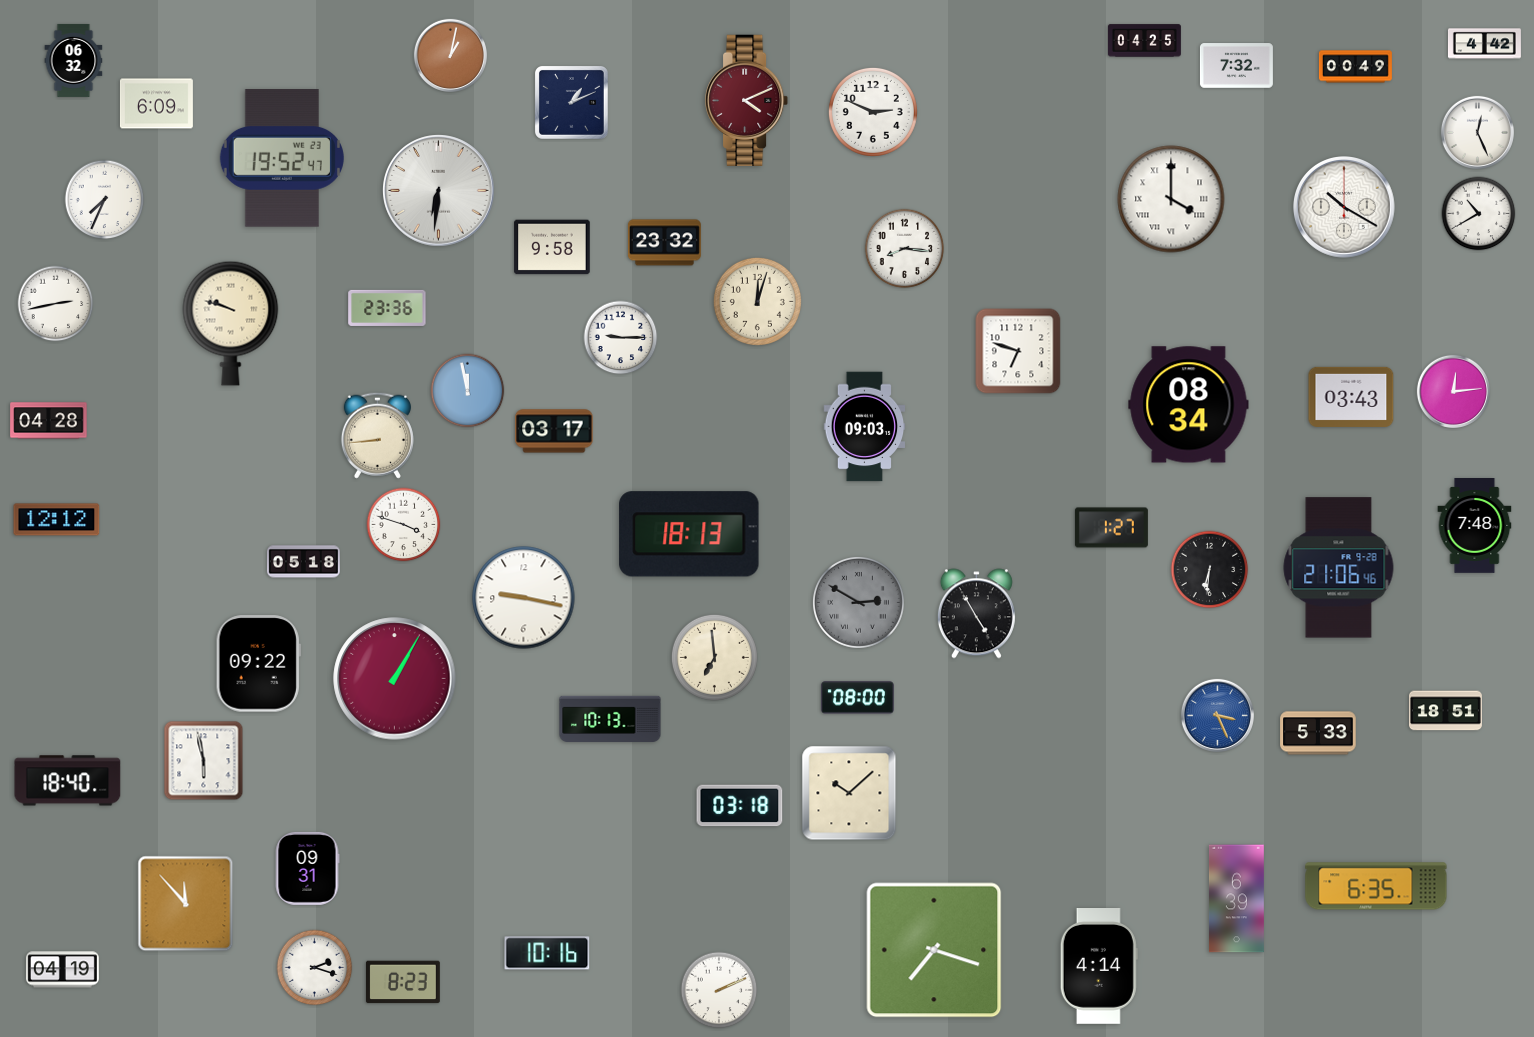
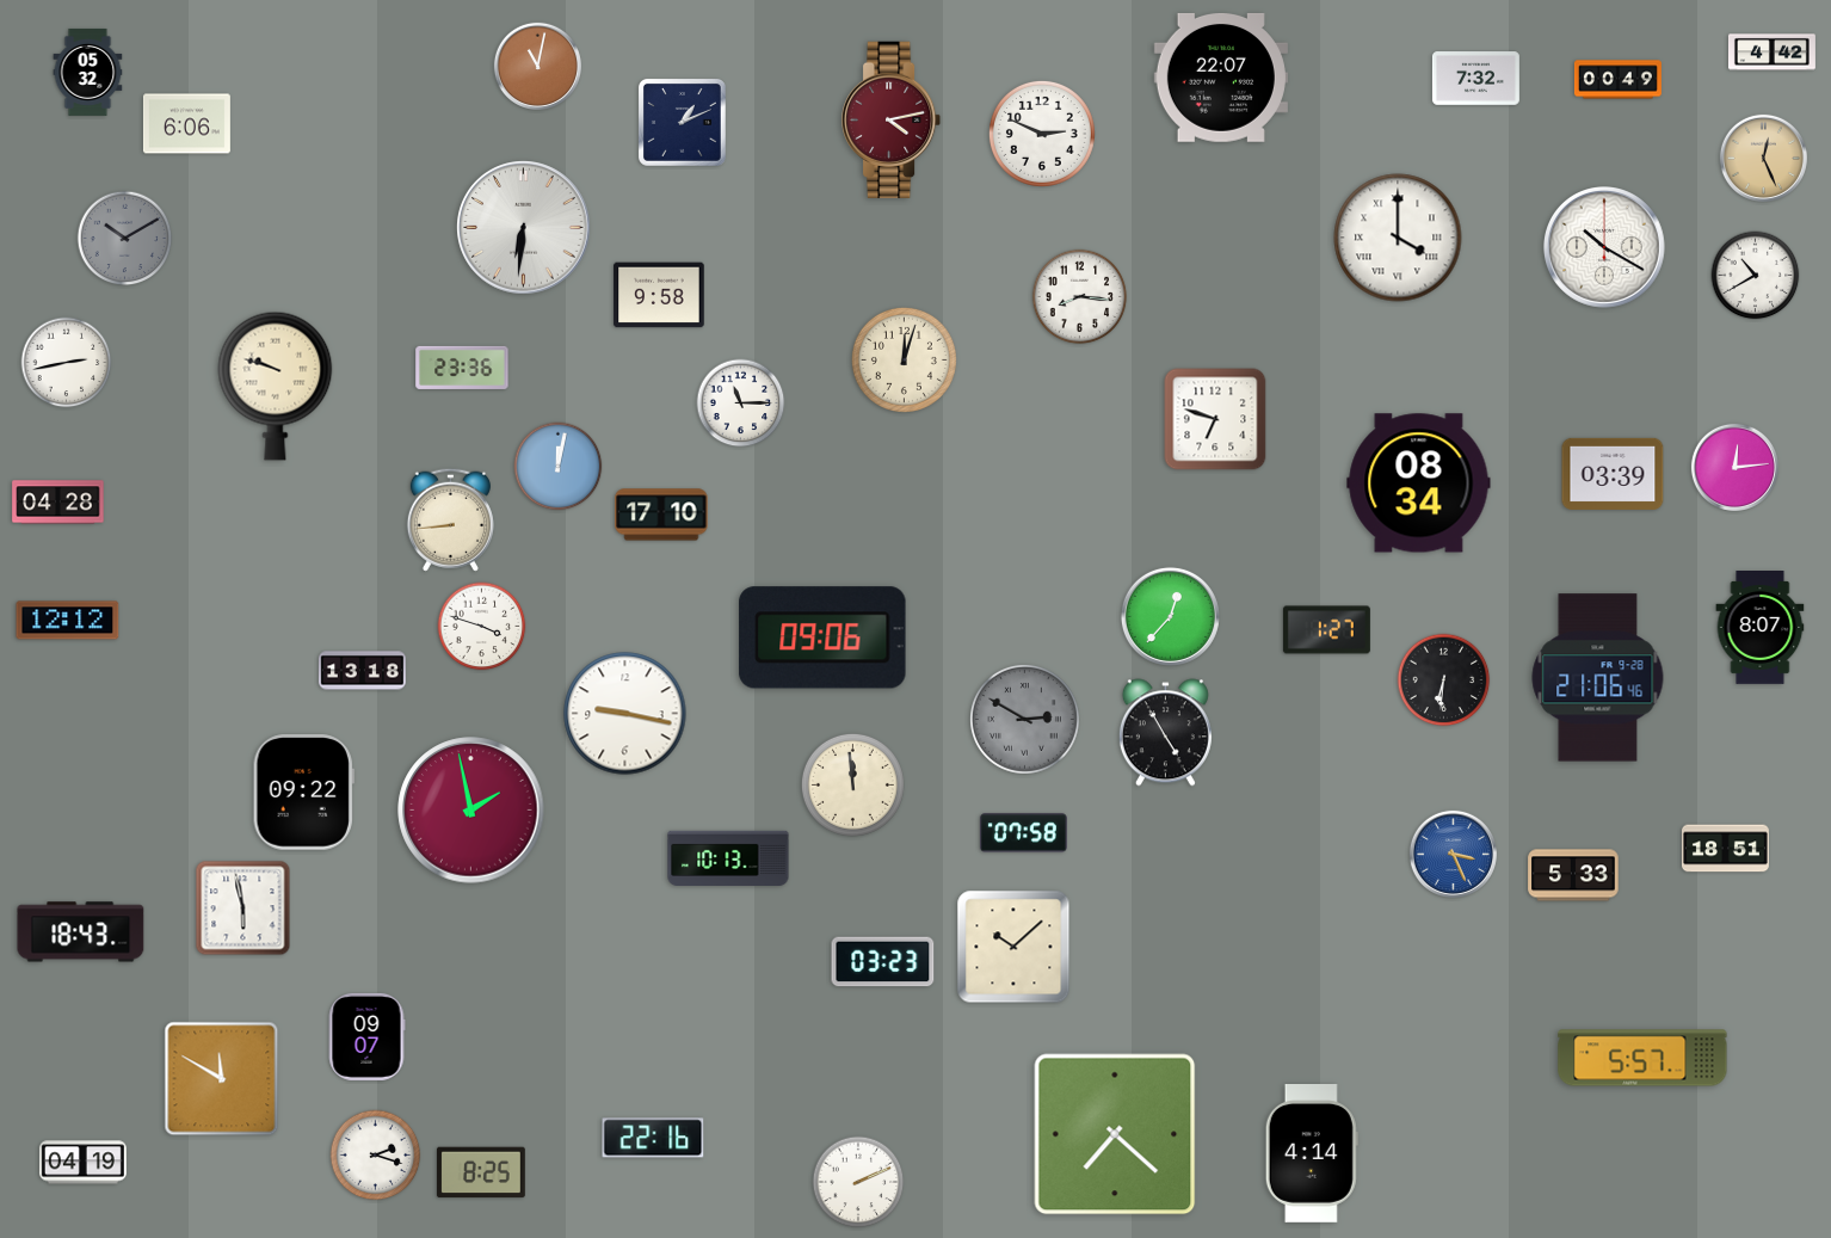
clock at (1144, 41): 04:25 -> none
clock at (450, 55): 1:02 -> 11:02
clock at (74, 60): 06:32 -> 05:32
clock at (1221, 78): none -> 22:07
clock at (748, 101): 4:11 -> 4:13
clock at (156, 104): 6:09 -> 6:06
clock at (1477, 132) dial: white -> champagne
clock at (282, 158): 19:52 -> none
clock at (105, 200): 7:34 -> 10:10
clock at (105, 200) dial: white -> grey
clock at (1479, 214) position: (1479, 214) -> (1756, 276)
clock at (664, 243): 23:32 -> none
clock at (621, 338): 9:15 -> 11:15
clock at (468, 391): 11:58 -> 12:02
clock at (1351, 397): 03:43 -> 03:39
clock at (865, 427): 09:03 -> none
clock at (554, 431): 03:17 -> 17:10
clock at (1170, 616): none -> 12:37
clock at (1475, 526): 7:48 -> 8:07
clock at (689, 534): 18:13 -> 09:06
clock at (303, 562): 05:18 -> 13:18
clock at (714, 657): 6:59 -> 11:59
clock at (258, 664) position: (258, 664) -> (303, 793)
clock at (395, 679): 1:05 -> 1:58
clock at (857, 698): 08:00 -> 07:58
clock at (68, 781): 18:40 -> 18:43
clock at (740, 806): 03:18 -> 03:23
clock at (307, 868): 09:31 -> 09:07
clock at (1376, 886): 6:35 -> 5:57
clock at (1236, 899): 6:39 -> none
clock at (186, 904): 11:53 -> 11:50
clock at (934, 950): 7:18 -> 7:22
clock at (547, 953): 10:16 -> 22:16
clock at (62, 970) position: (62, 970) -> (82, 1163)
clock at (403, 982): 8:23 -> 8:25
